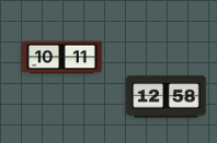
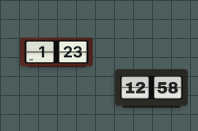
clock at (62, 58): 10:11 -> 1:23
